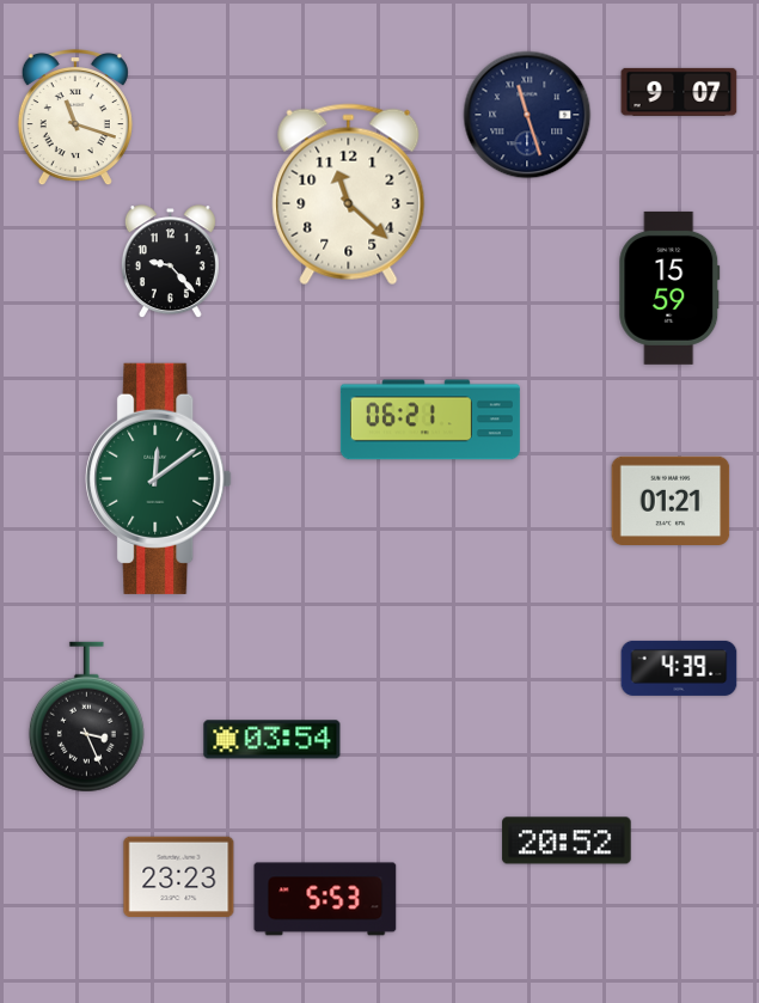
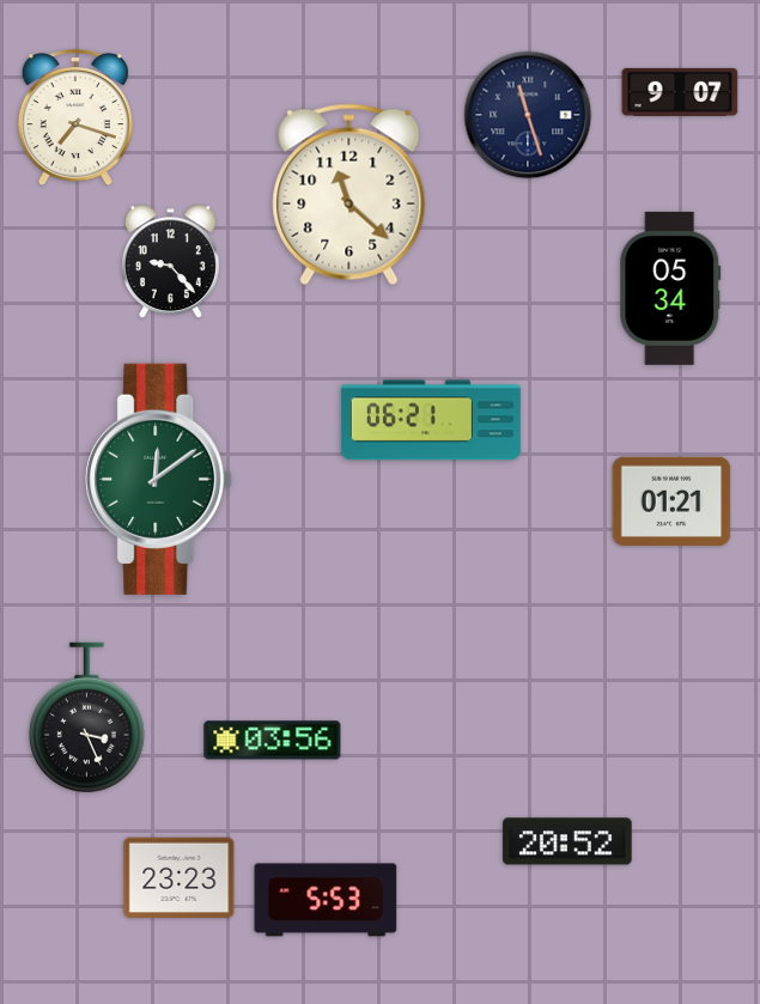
clock at (75, 118): 11:18 -> 7:18
clock at (669, 288): 15:59 -> 05:34
clock at (679, 668): 4:39 -> none
clock at (273, 740): 03:54 -> 03:56
